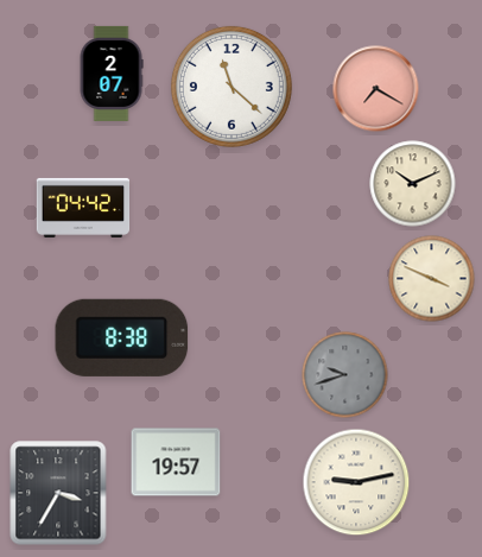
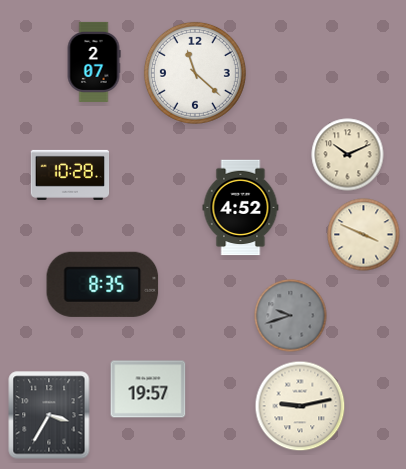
clock at (376, 89): 7:20 -> none
clock at (83, 208): 04:42 -> 10:28
clock at (241, 208): none -> 4:52
clock at (122, 337): 8:38 -> 8:35
